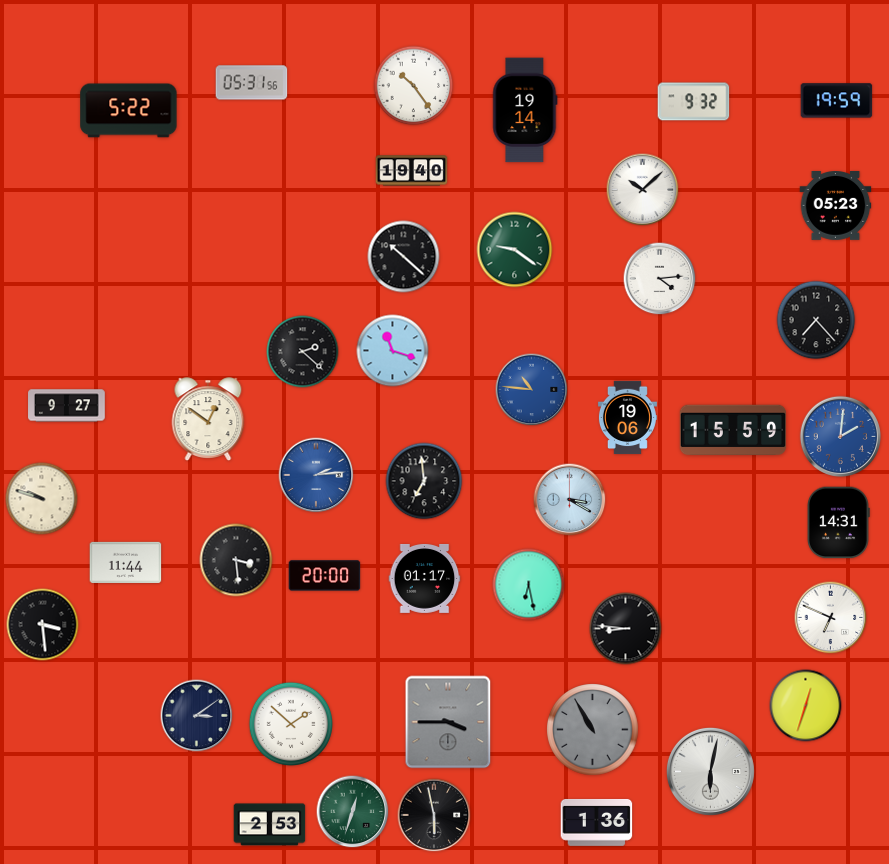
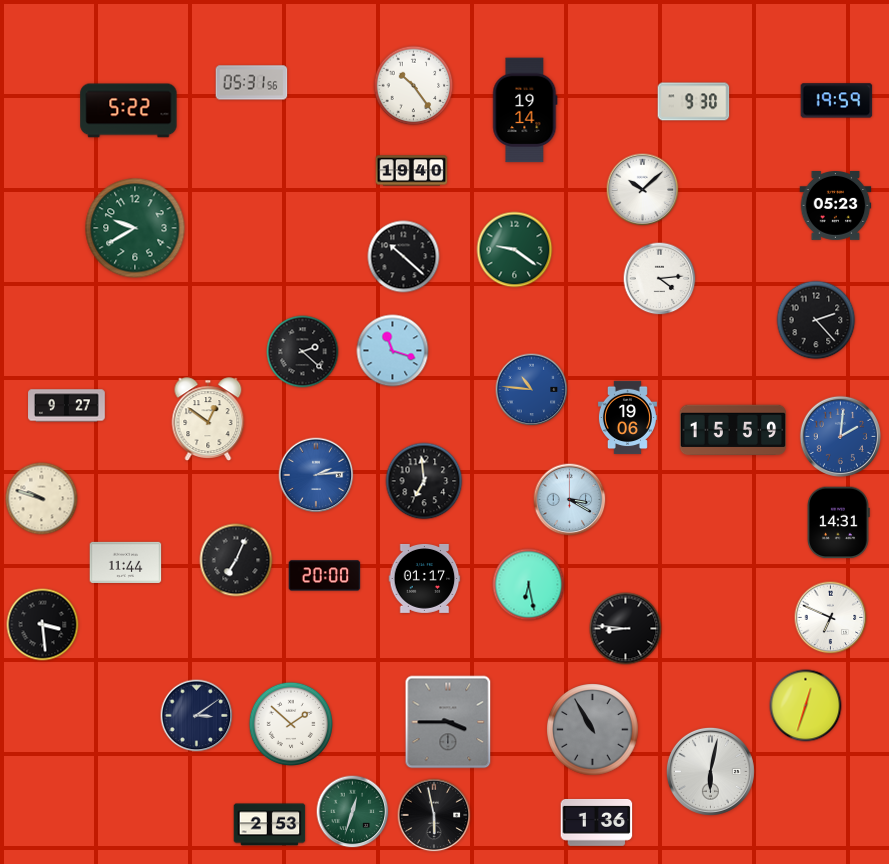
clock at (694, 102): 9:32 -> 9:30
clock at (135, 228): none -> 9:40
clock at (816, 320): 7:23 -> 2:23
clock at (236, 560): 3:29 -> 7:04
